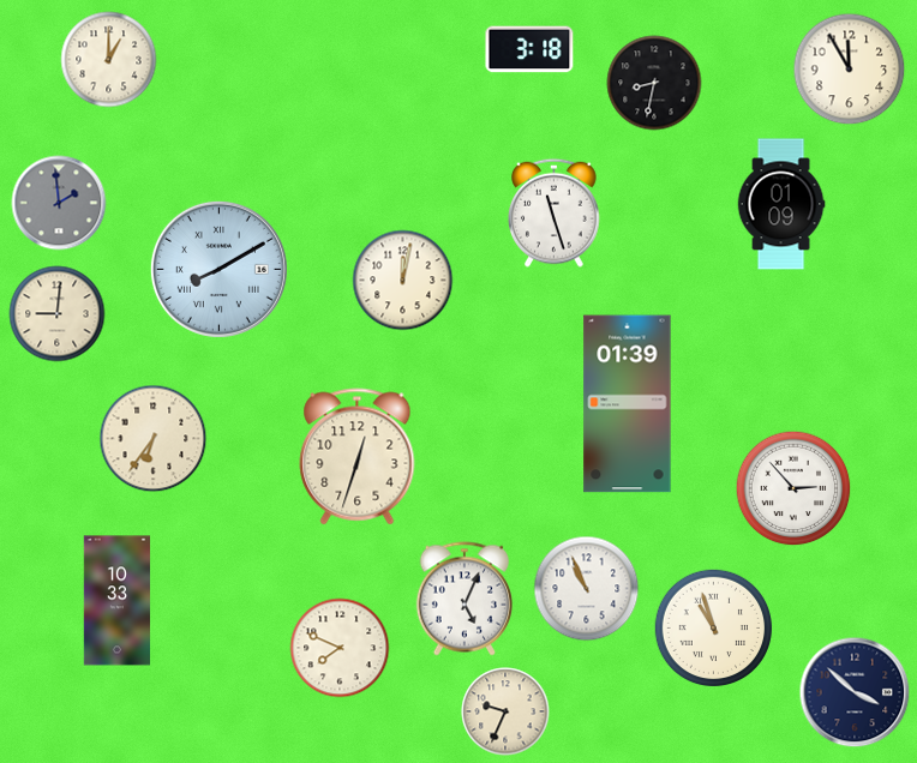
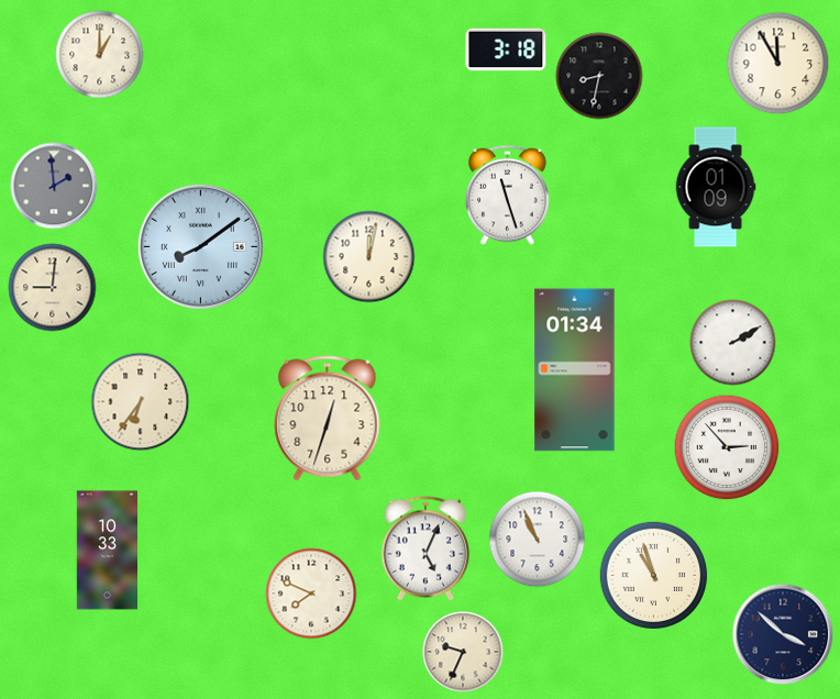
clock at (529, 49) position: (529, 49) -> (506, 49)
clock at (218, 269): 8:10 -> 8:09
clock at (733, 343): none -> 2:10
clock at (628, 404): 01:39 -> 01:34
